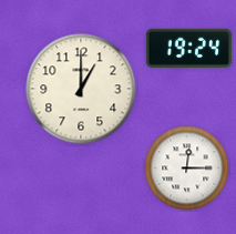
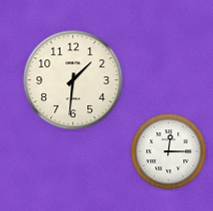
clock at (189, 48): 19:24 -> none
clock at (81, 89): 1:00 -> 1:31
